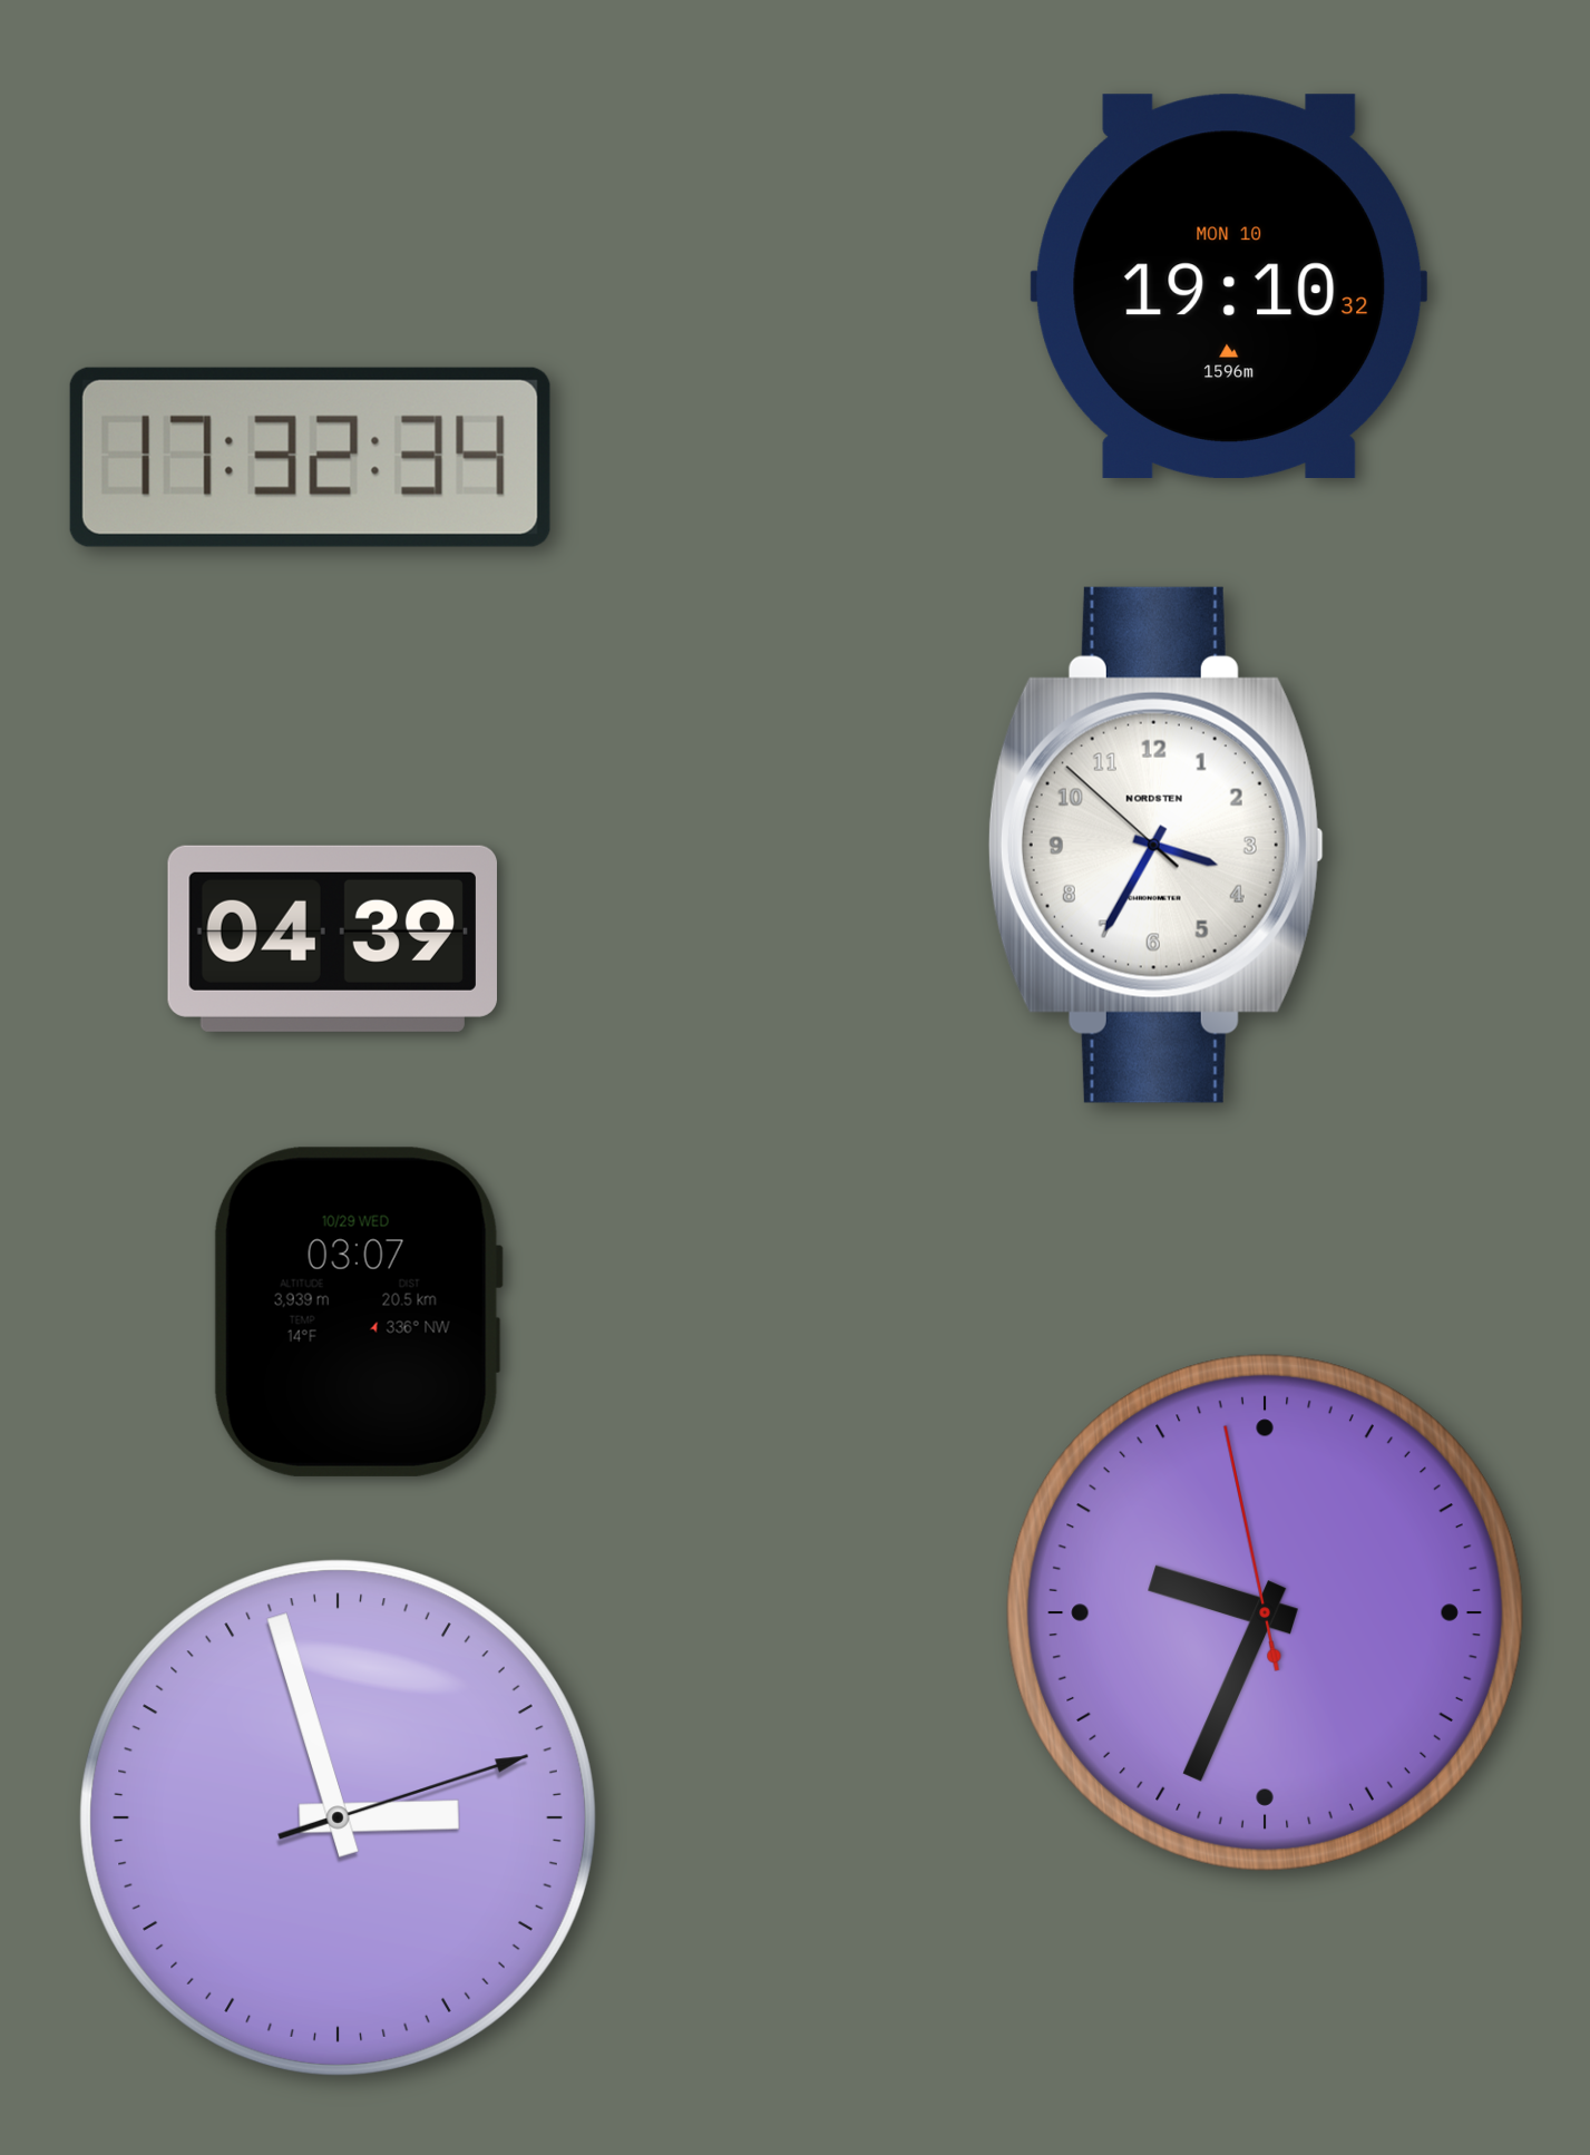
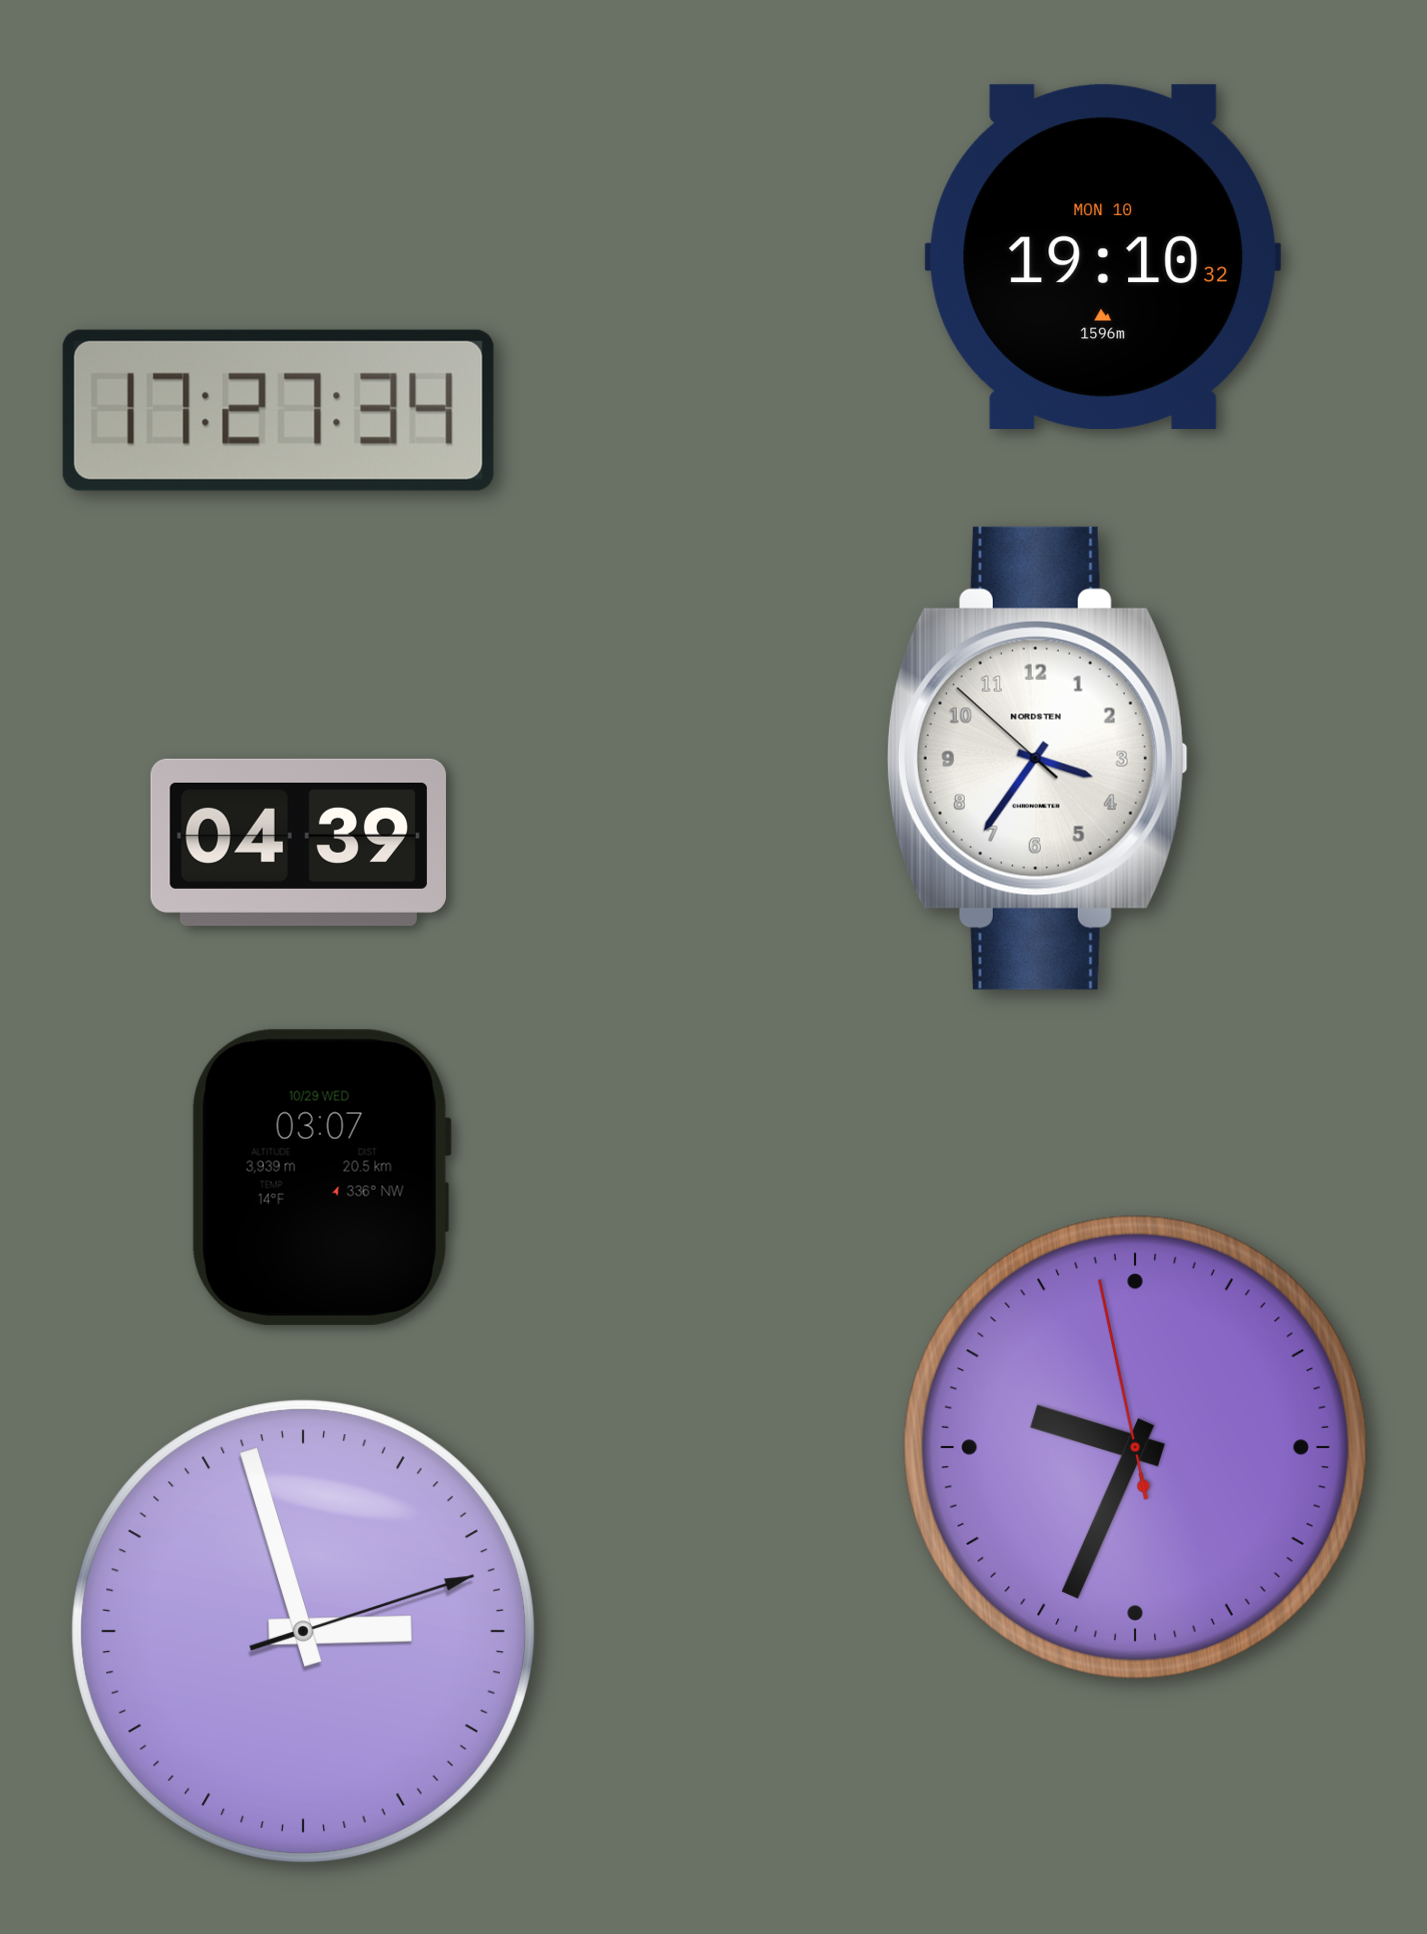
clock at (310, 457): 17:32 -> 17:27
clock at (1155, 845): 3:34 -> 3:35
